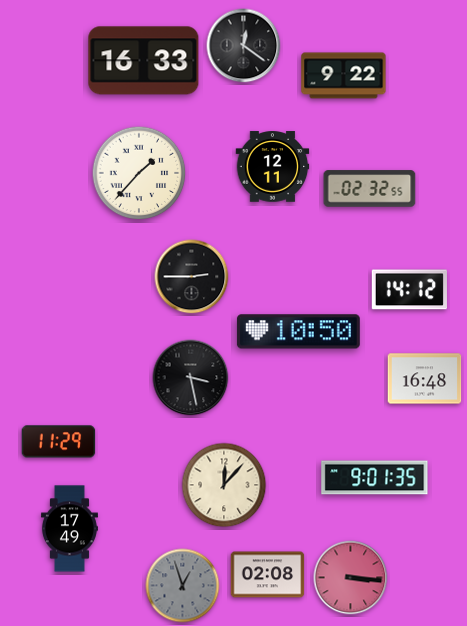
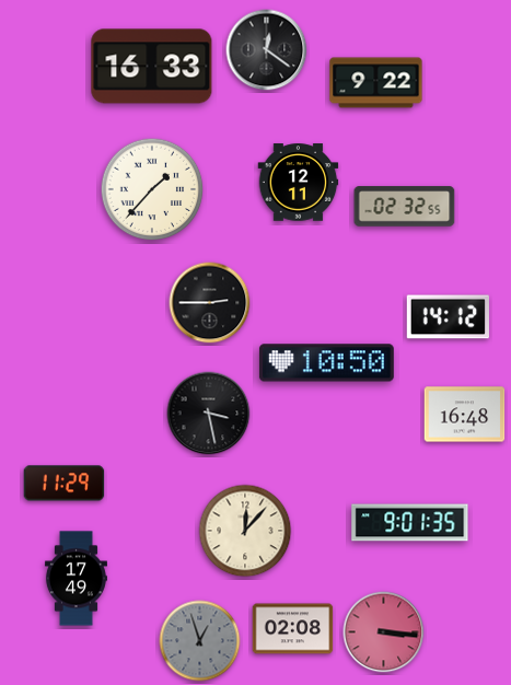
clock at (144, 61) position: (144, 61) -> (152, 67)
